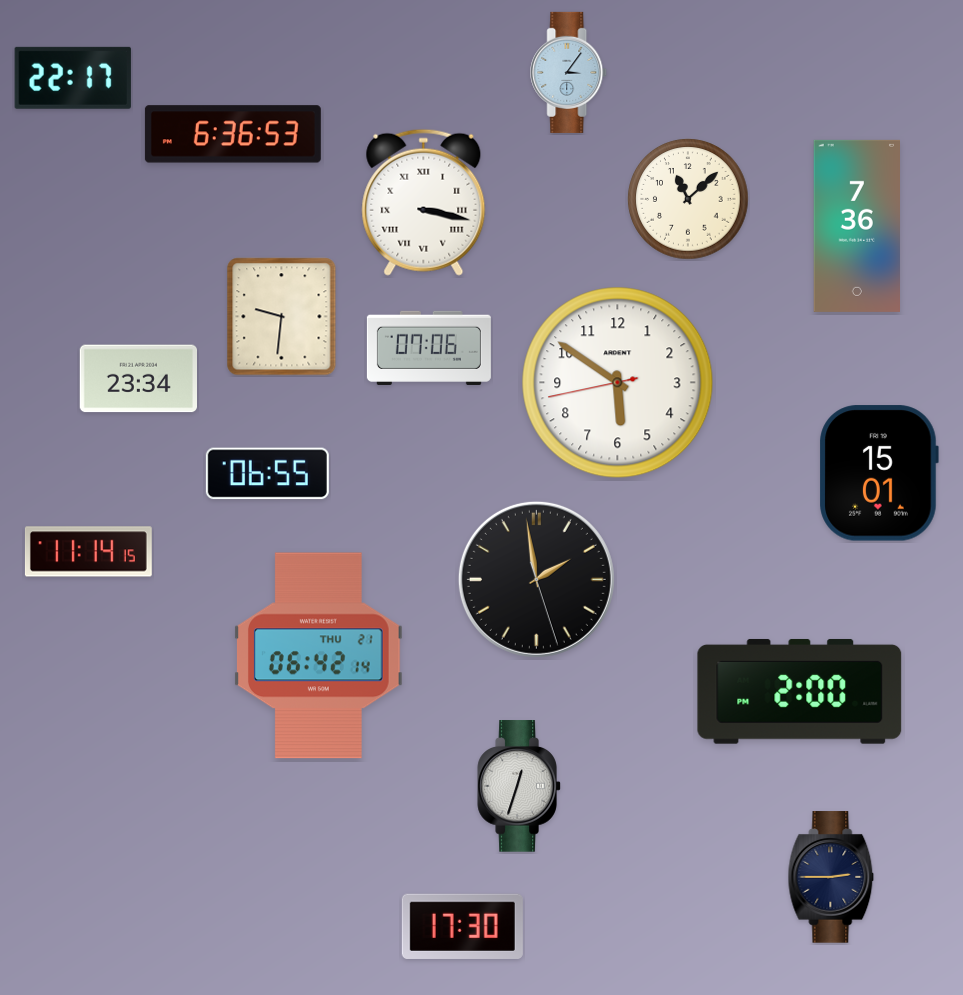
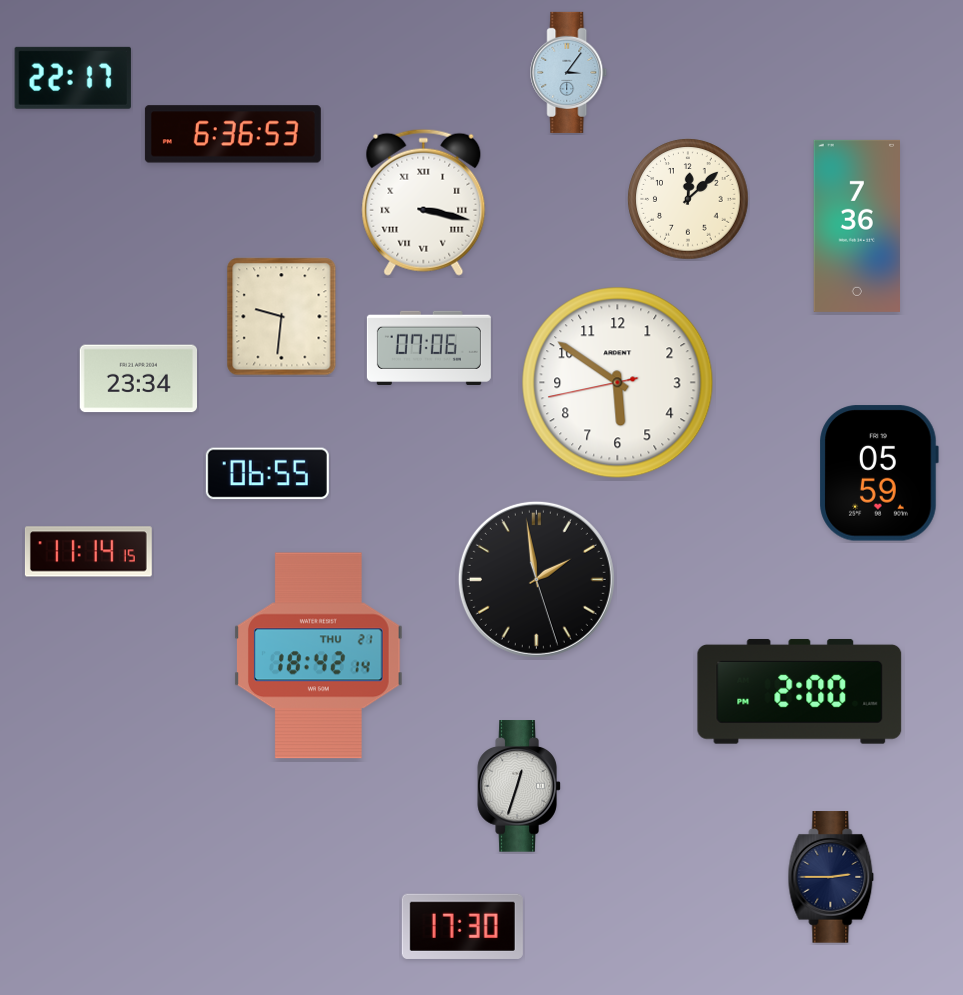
clock at (688, 199): 11:08 -> 12:08
clock at (879, 473): 15:01 -> 05:59
clock at (318, 656): 06:42 -> 18:42
